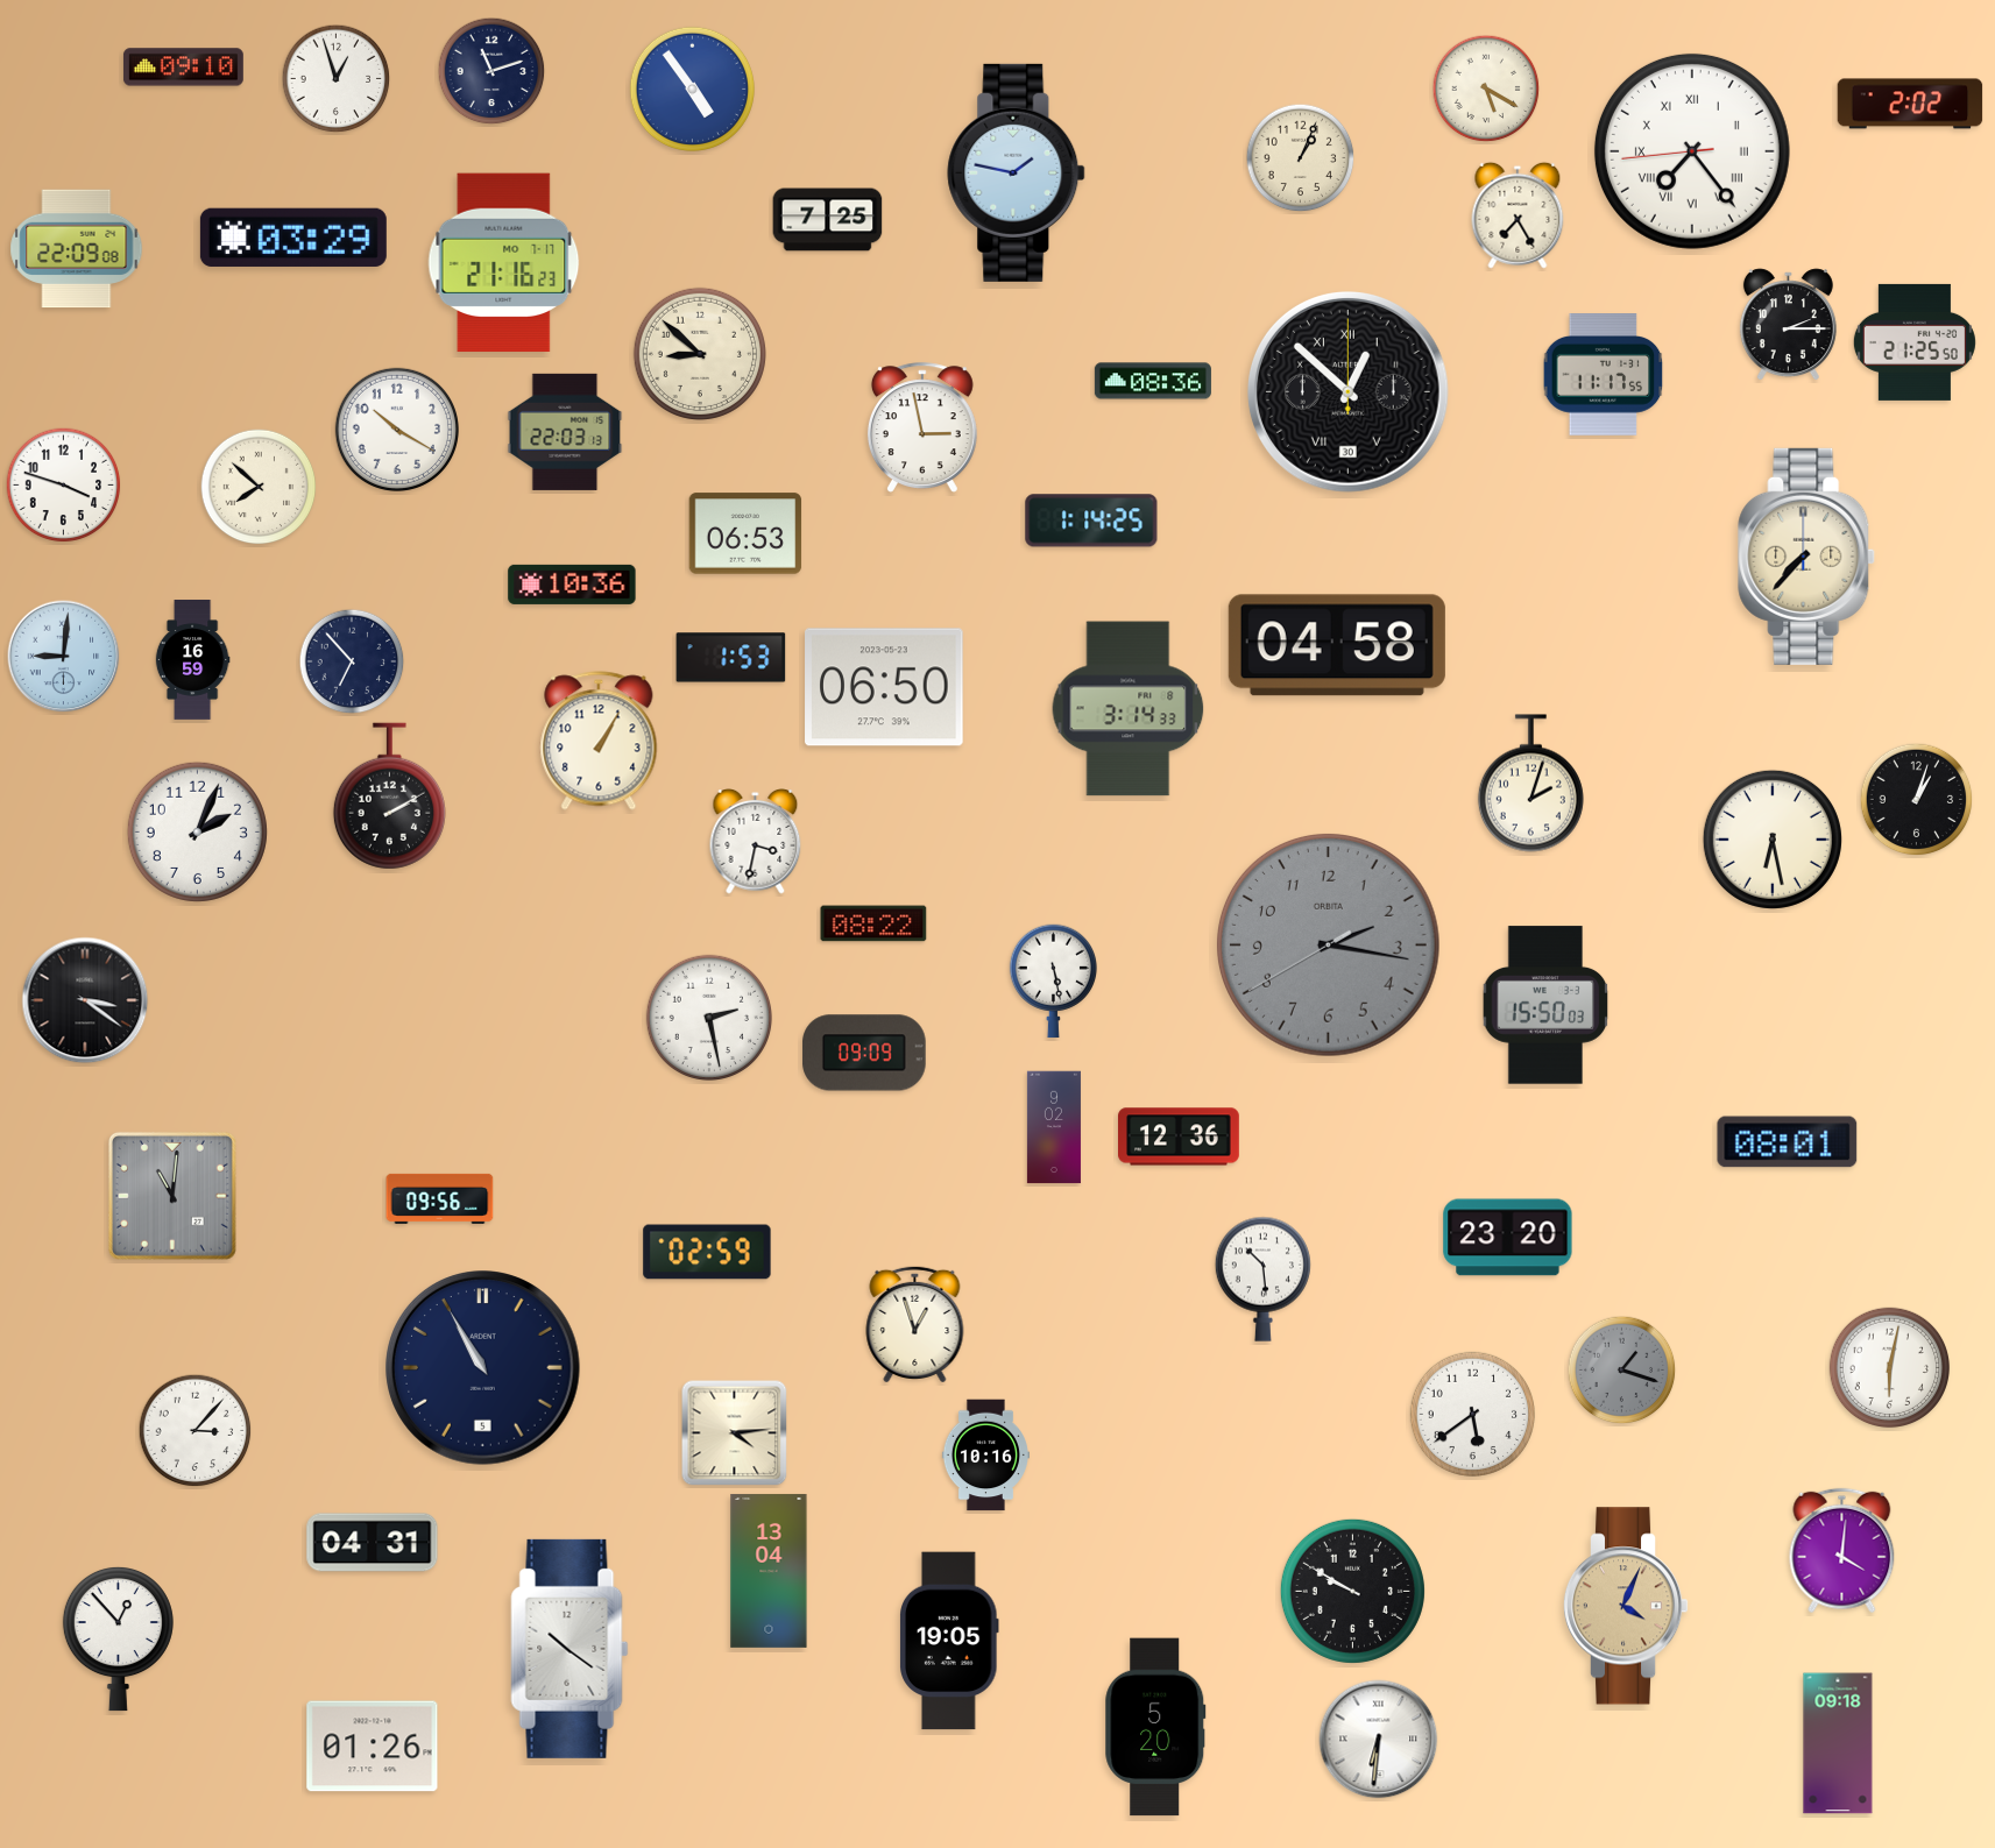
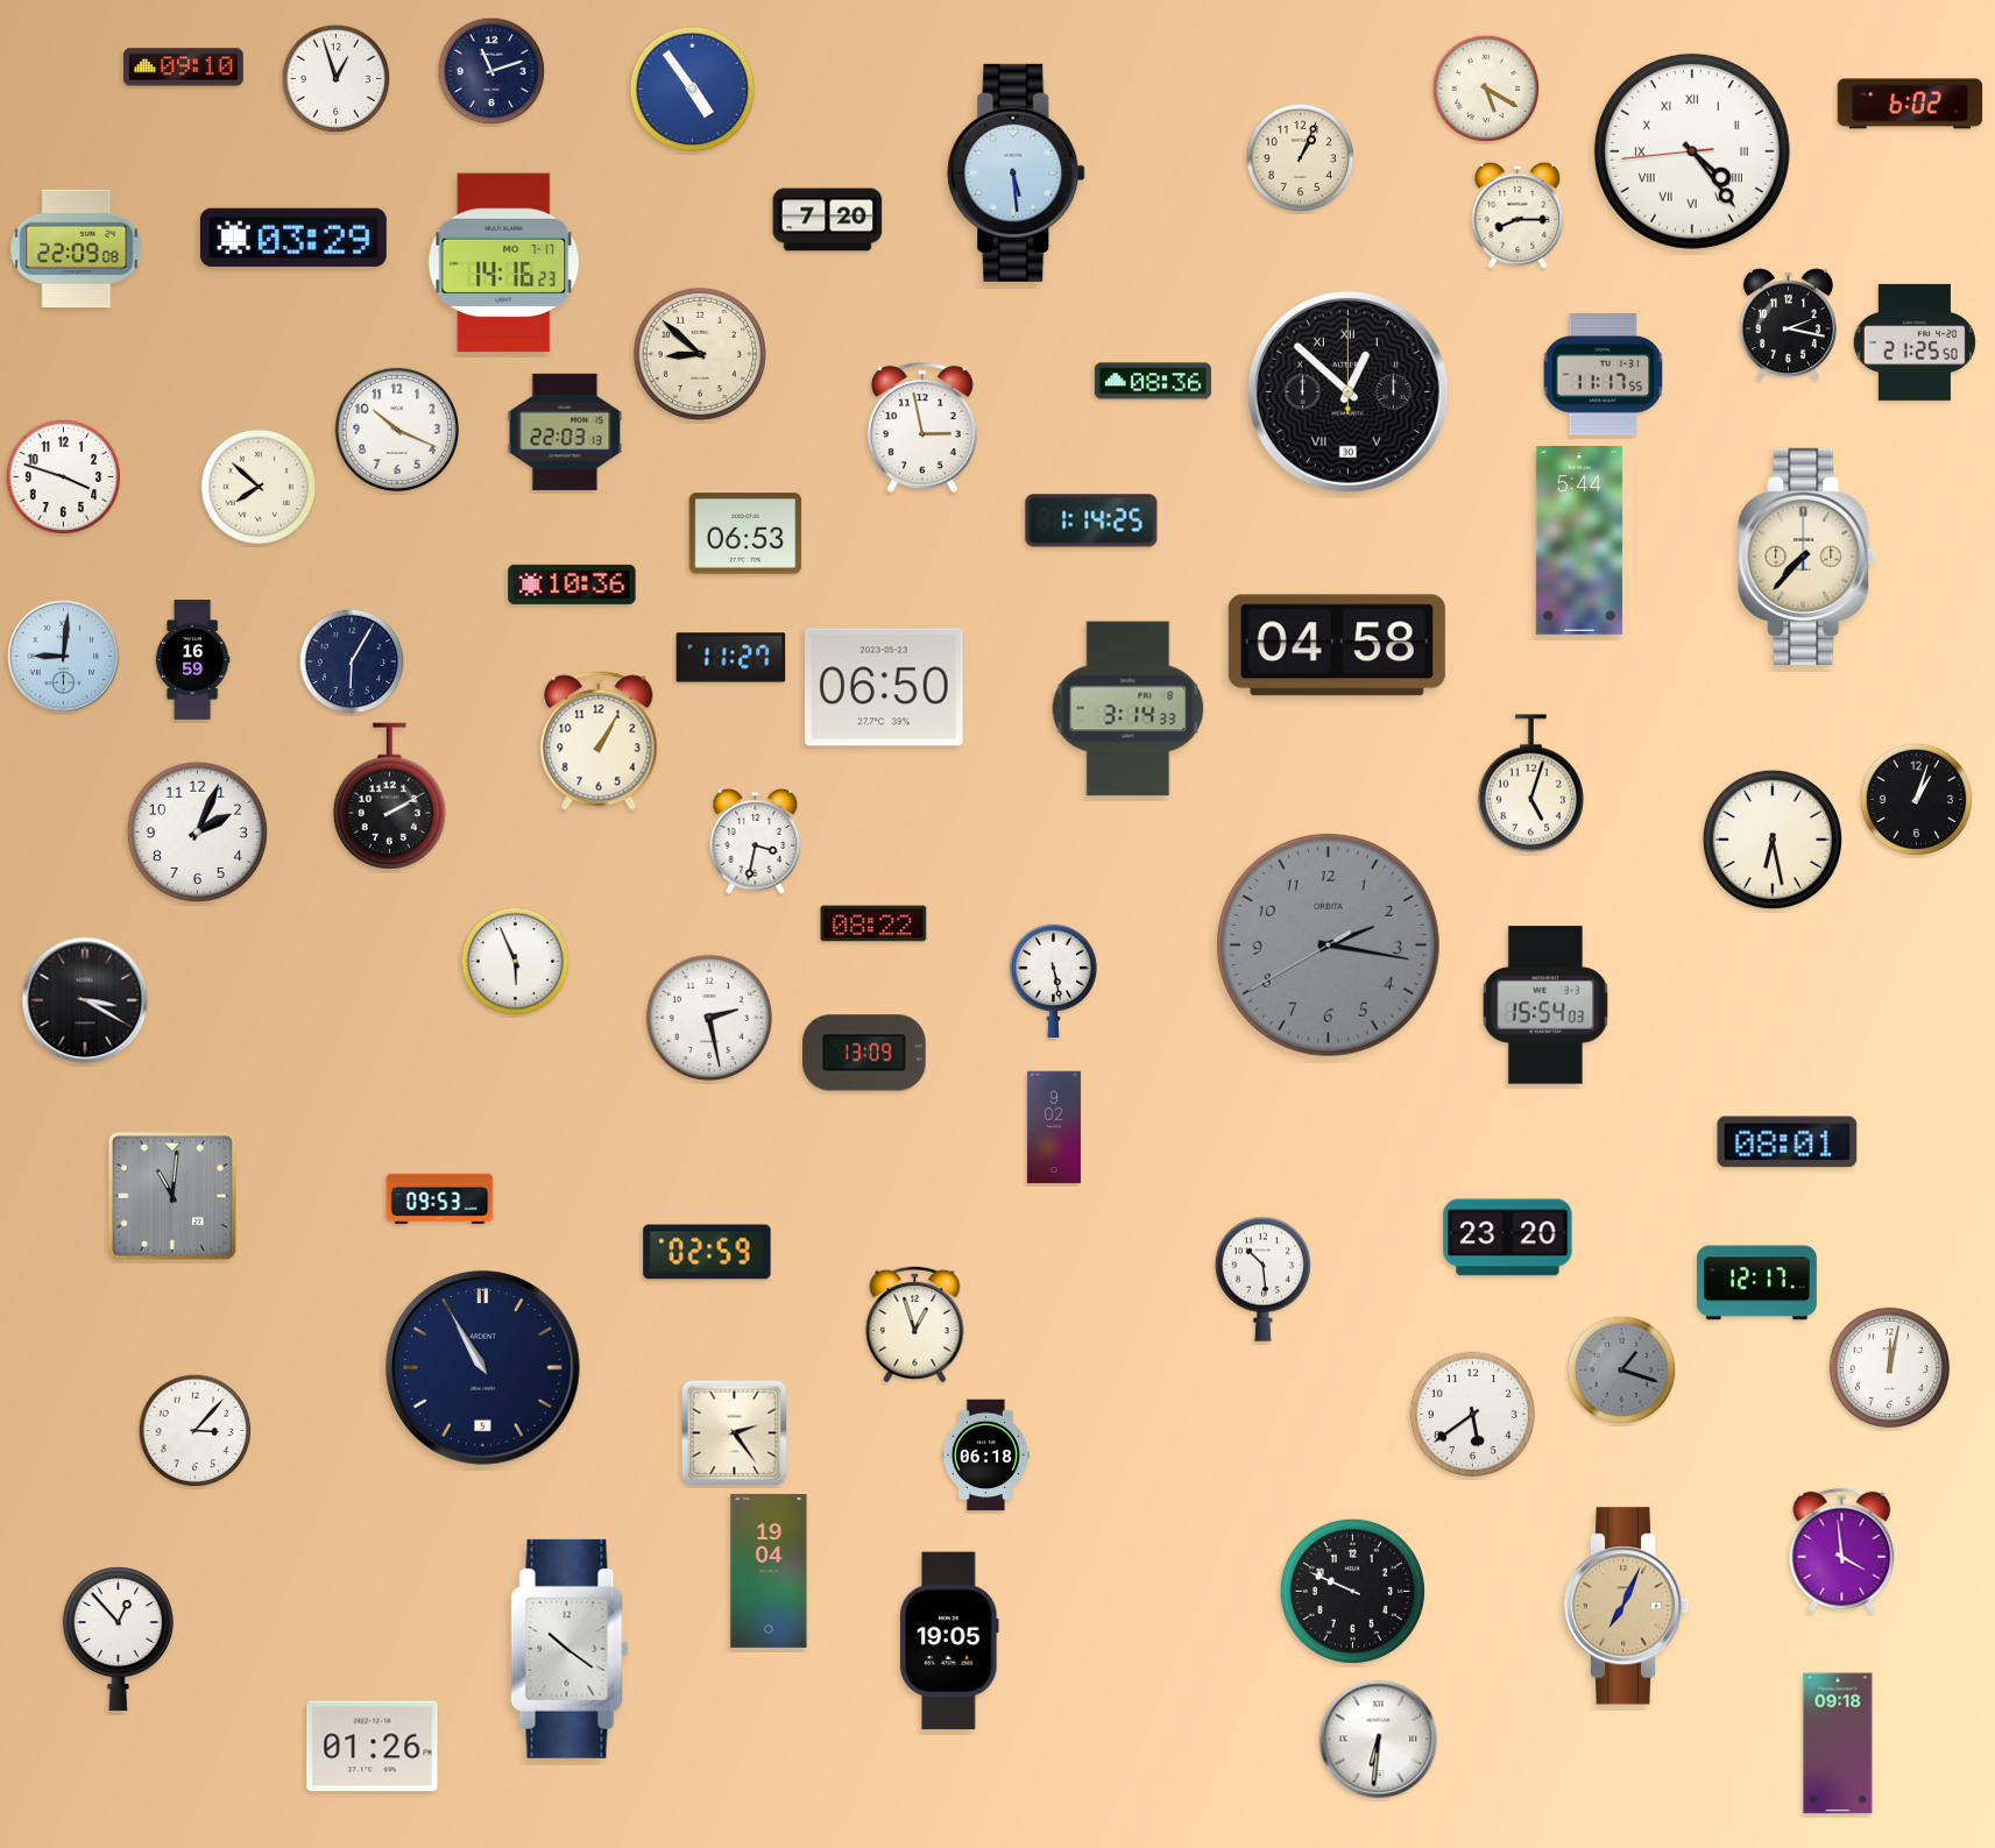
clock at (1910, 104): 2:02 -> 6:02
clock at (1692, 151): 7:23 -> 4:23
clock at (1017, 172): 1:47 -> 5:29
clock at (1518, 215): 7:25 -> 8:15
clock at (828, 220): 7:25 -> 7:20
clock at (504, 263): 21:16 -> 14:16
clock at (1788, 325): 2:15 -> 2:17
clock at (396, 429): 10:20 -> 10:19
clock at (64, 486) position: (64, 486) -> (64, 477)
clock at (1579, 541): none -> 5:44
clock at (731, 658): 1:53 -> 11:27
clock at (352, 661): 6:53 -> 6:05
clock at (1530, 784): 2:03 -> 5:03
clock at (516, 962): none -> 5:56
clock at (85, 1000): 3:21 -> 3:20
clock at (1545, 1005): 15:50 -> 15:54
clock at (864, 1053): 09:09 -> 13:09
clock at (1180, 1137): 12:36 -> none
clock at (440, 1198): 09:56 -> 09:53
clock at (1756, 1283): none -> 12:17
clock at (1890, 1368): 6:02 -> 12:02
clock at (735, 1433): 4:14 -> 2:24
clock at (985, 1456): 10:16 -> 06:18
clock at (373, 1543): 04:31 -> none
clock at (1842, 1551): 4:01 -> 3:59
clock at (769, 1571): 13:04 -> 19:04
clock at (1352, 1591): 9:50 -> 9:49
clock at (1626, 1606): 4:04 -> 7:04
clock at (1155, 1727): 5:20 -> none
